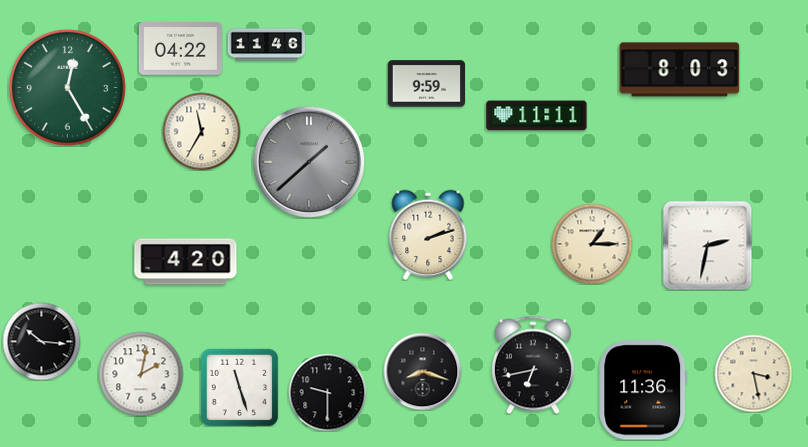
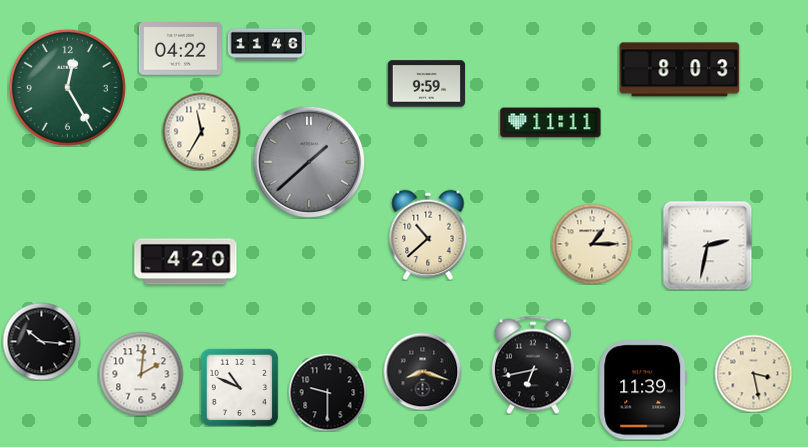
clock at (537, 116) position: (537, 116) -> (551, 123)
clock at (428, 235): 2:12 -> 10:38
clock at (141, 374): 2:02 -> 2:01
clock at (239, 387): 11:27 -> 10:49
clock at (643, 390): 11:36 -> 11:39
